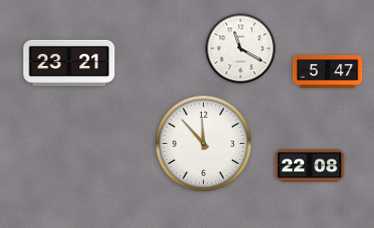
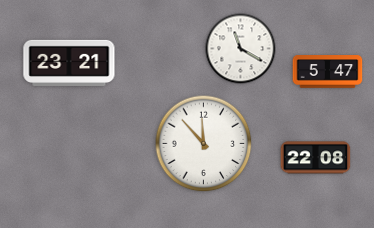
clock at (310, 166) position: (310, 166) -> (316, 158)
